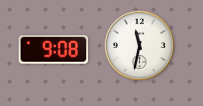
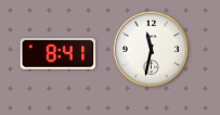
clock at (54, 50): 9:08 -> 8:41
